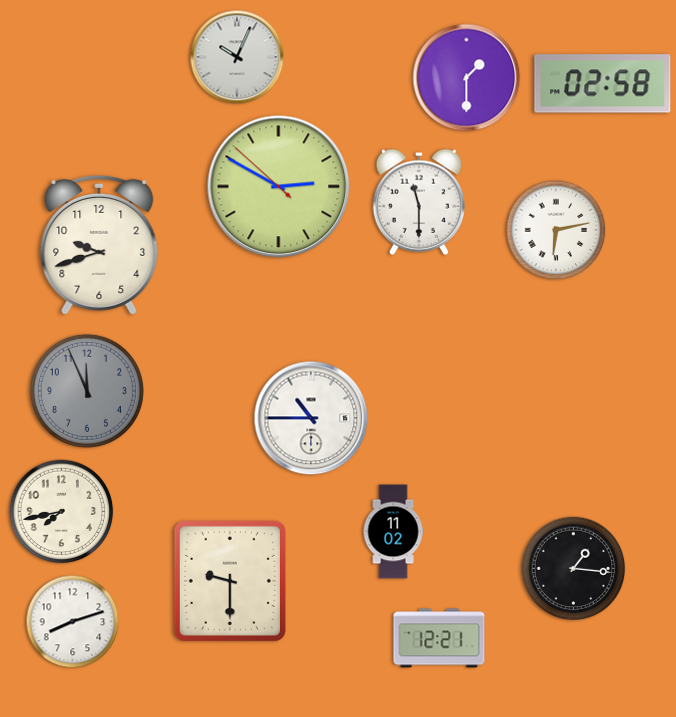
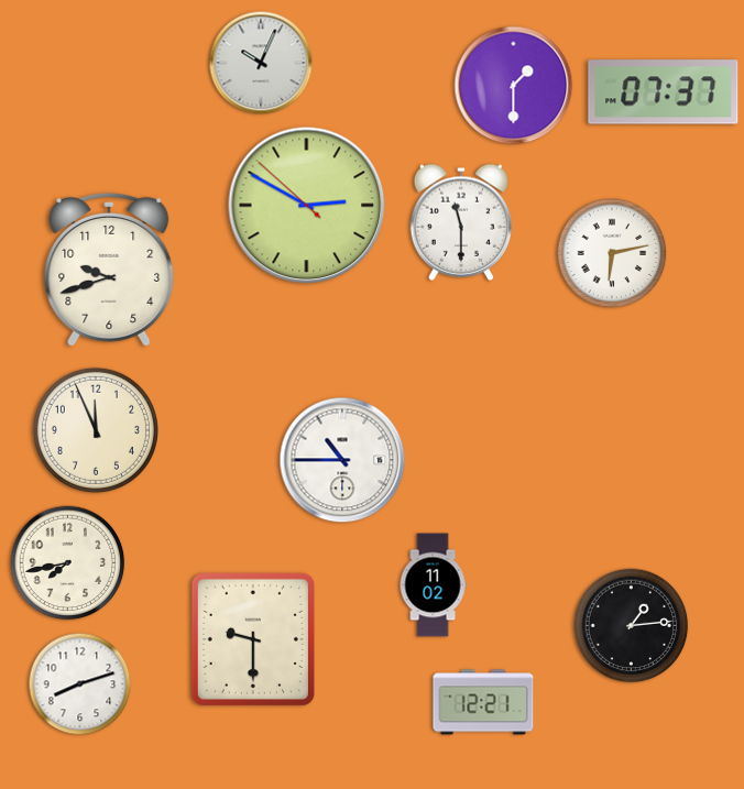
clock at (603, 84): 02:58 -> 07:37
clock at (87, 391) dial: grey -> cream
clock at (574, 569): 1:16 -> 1:14
